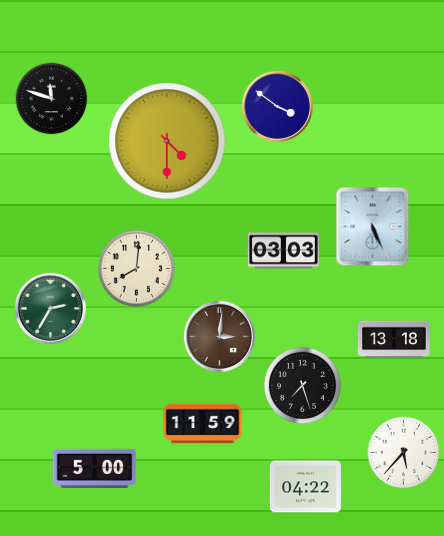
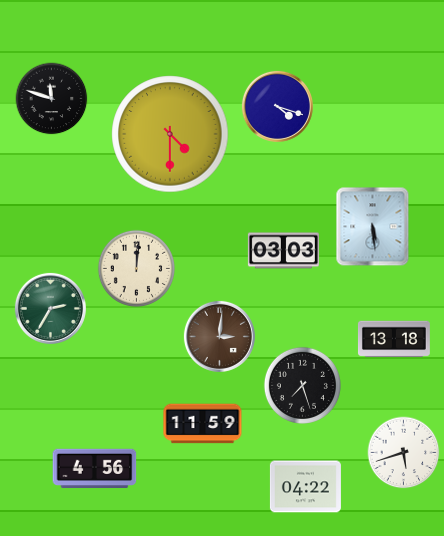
clock at (277, 106): 3:51 -> 4:18
clock at (167, 141) position: (167, 141) -> (170, 134)
clock at (373, 227): 5:26 -> 5:29
clock at (136, 268): 8:01 -> 12:01
clock at (404, 453): 5:37 -> 5:42
clock at (95, 469): 5:00 -> 4:56
